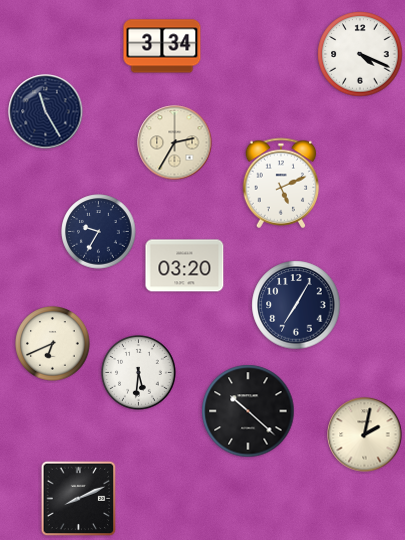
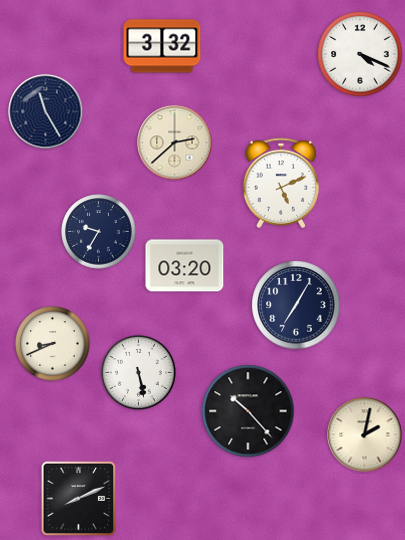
clock at (162, 46): 3:34 -> 3:32
clock at (175, 143): 2:35 -> 2:38
clock at (53, 344): 6:41 -> 8:41
clock at (139, 373): 5:31 -> 5:28
clock at (248, 411): 10:22 -> 10:23
